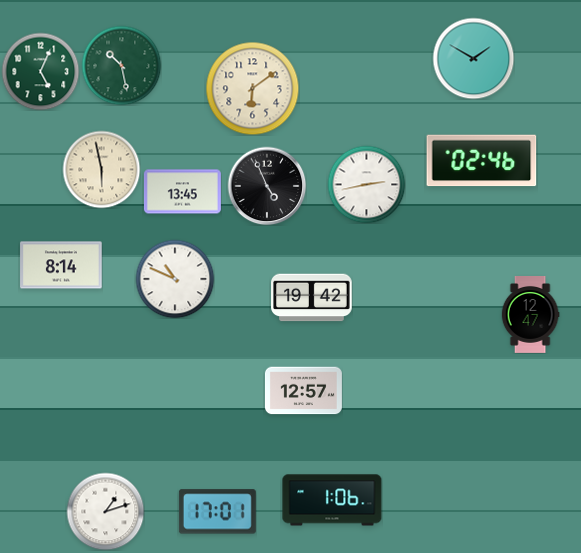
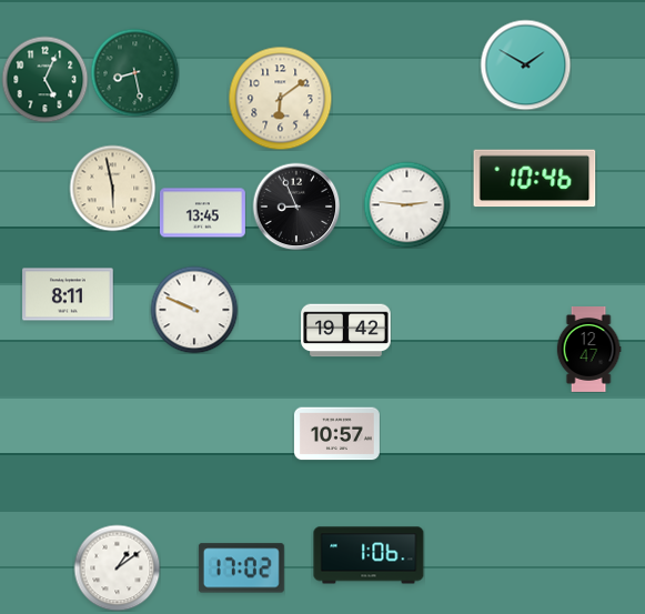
clock at (121, 65): 10:28 -> 8:28
clock at (482, 161): 02:46 -> 10:46
clock at (366, 184): 2:43 -> 2:46
clock at (267, 186): 4:56 -> 8:56
clock at (61, 265): 8:14 -> 8:11
clock at (175, 279): 10:49 -> 9:49
clock at (303, 391): 12:57 -> 10:57
clock at (105, 511): 1:12 -> 1:09
clock at (217, 512): 17:01 -> 17:02
